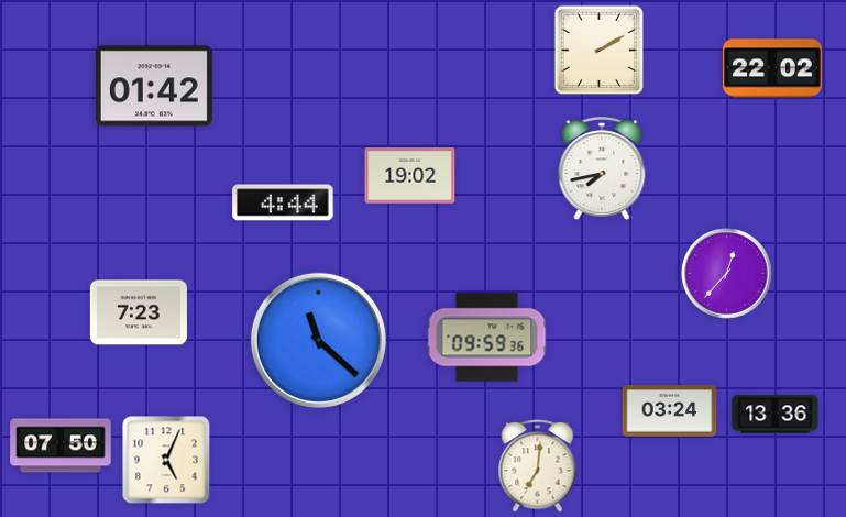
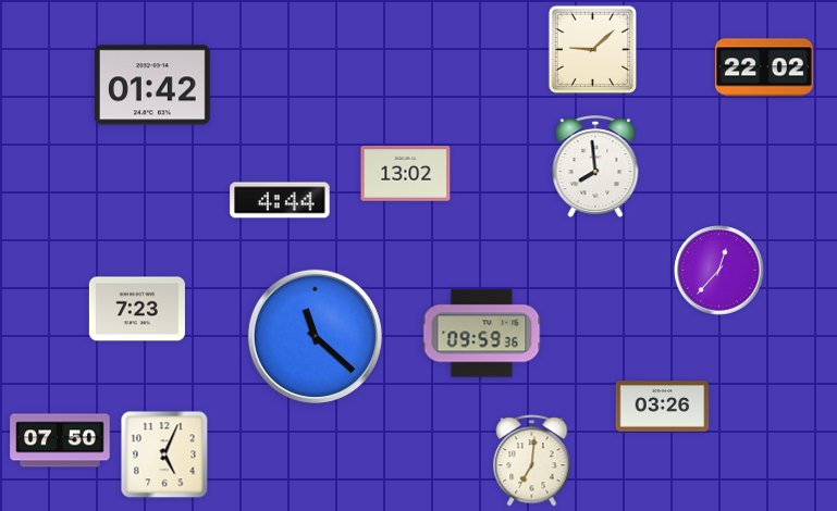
clock at (598, 50): 2:10 -> 9:08
clock at (602, 169): 7:43 -> 7:59
clock at (410, 176): 19:02 -> 13:02
clock at (670, 411): 03:24 -> 03:26
clock at (776, 415): 13:36 -> none
